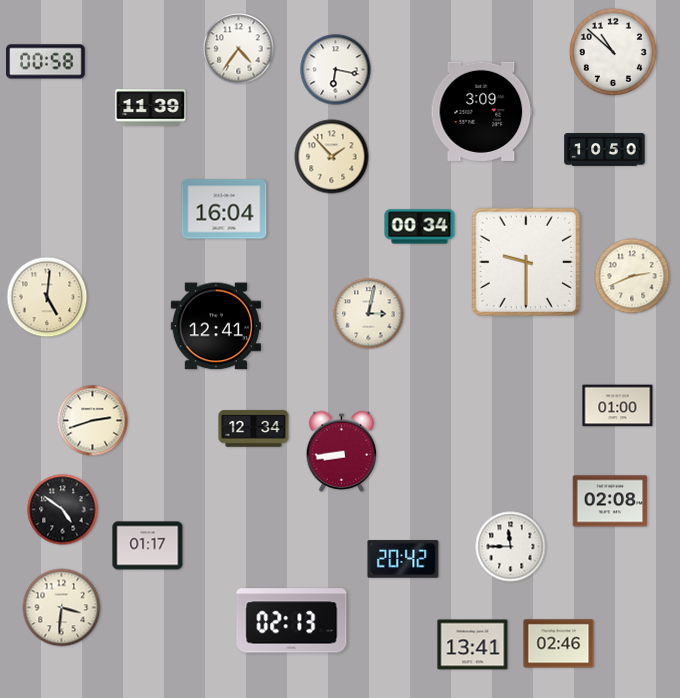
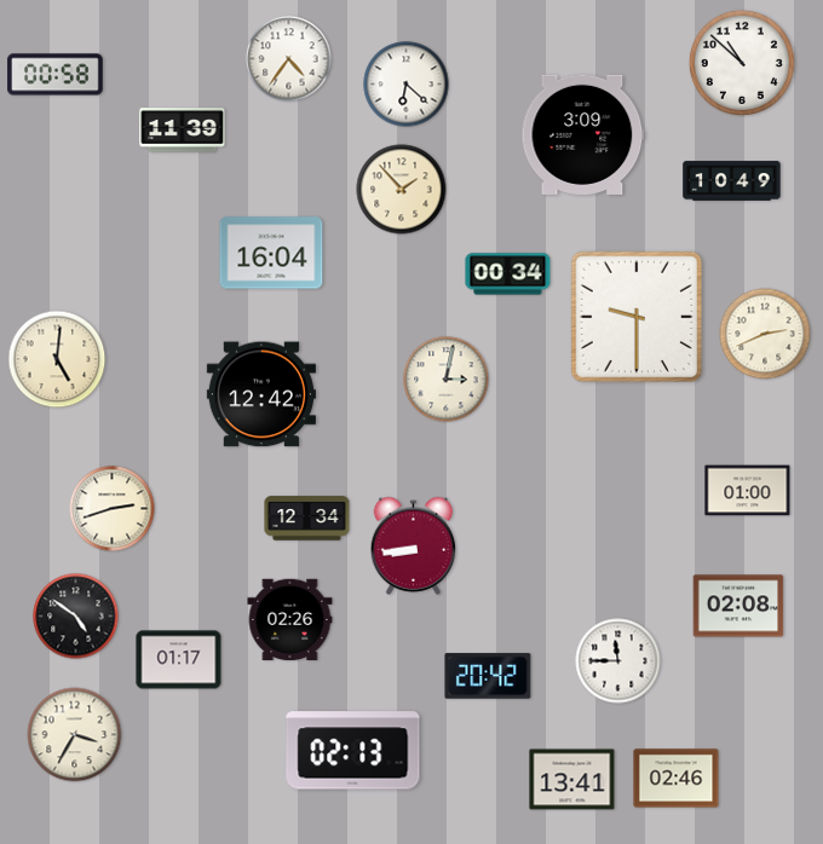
clock at (336, 70): 6:17 -> 6:22
clock at (605, 150): 10:50 -> 10:49
clock at (216, 326): 12:41 -> 12:42
clock at (290, 620): none -> 02:26
clock at (62, 608): 3:31 -> 3:35
